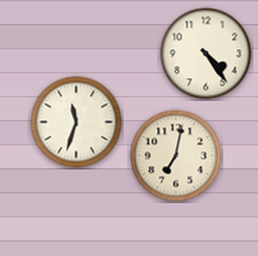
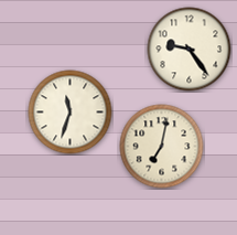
clock at (206, 54): 4:24 -> 9:24
clock at (176, 156) position: (176, 156) -> (162, 147)
